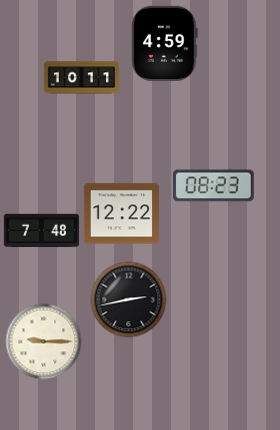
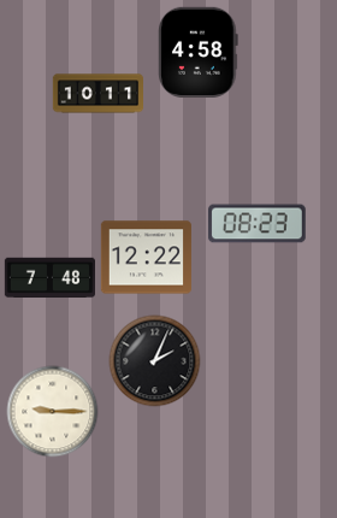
clock at (165, 43): 4:59 -> 4:58
clock at (129, 300): 2:43 -> 2:04
